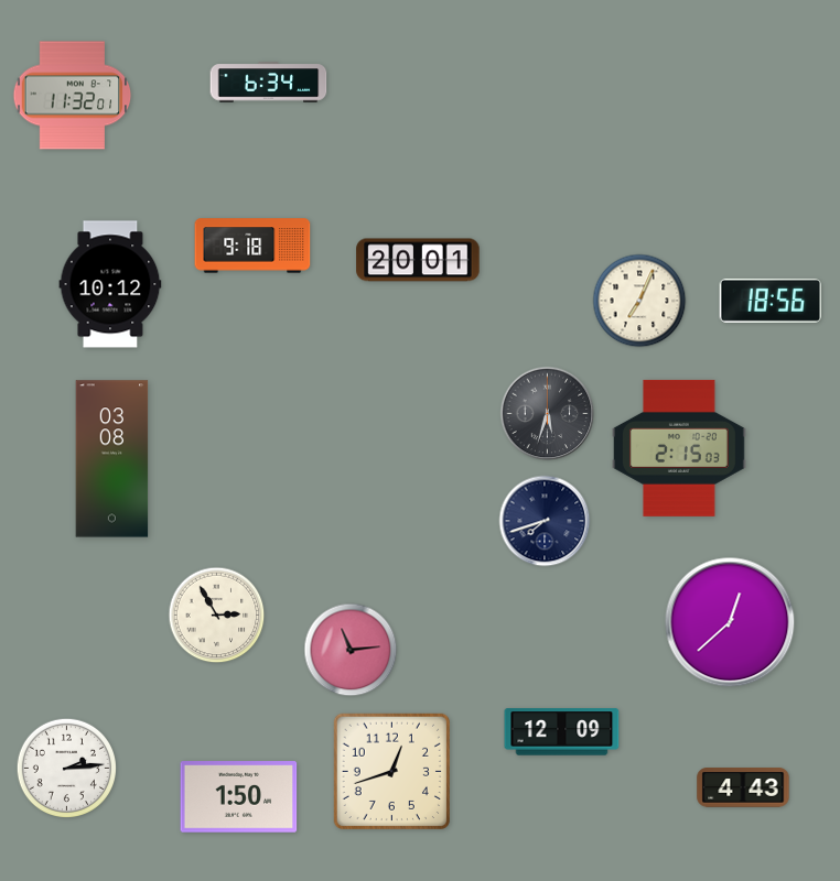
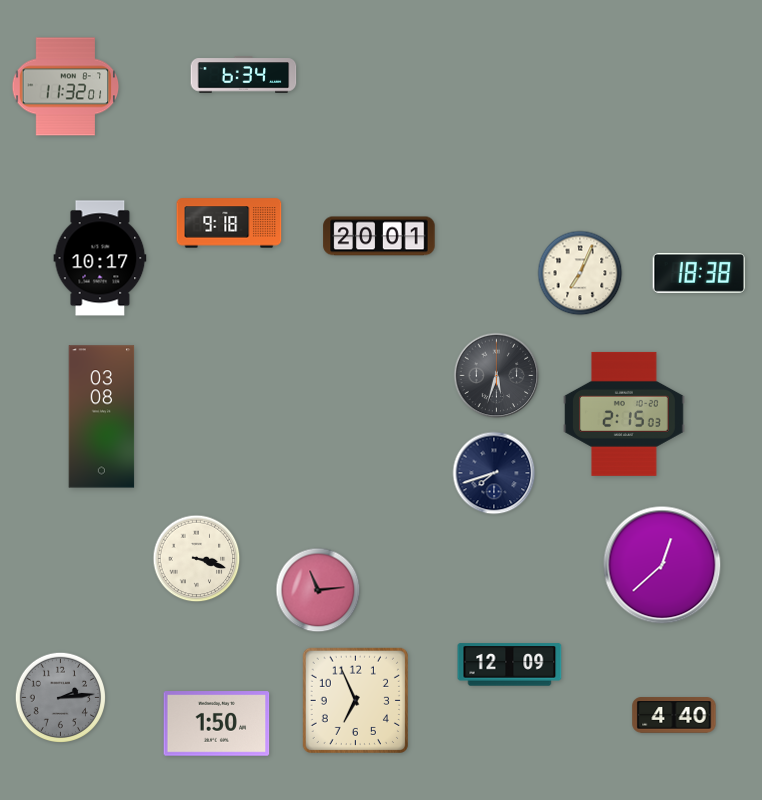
clock at (110, 284): 10:12 -> 10:17
clock at (769, 301): 18:56 -> 18:38
clock at (679, 448) position: (679, 448) -> (624, 414)
clock at (217, 616): 2:55 -> 3:18
clock at (66, 768) dial: white -> grey
clock at (391, 771): 12:42 -> 6:56
clock at (743, 787): 4:43 -> 4:40
